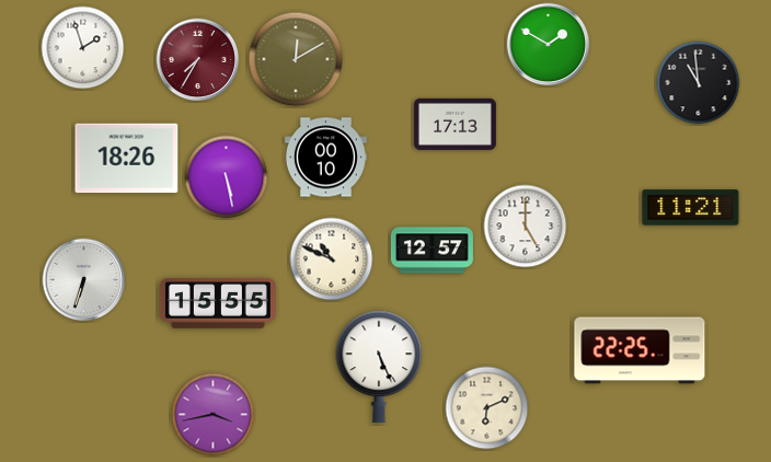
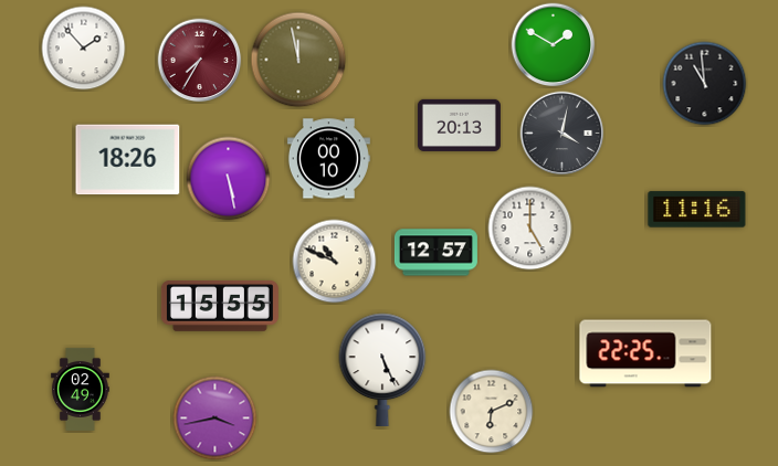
clock at (83, 48): 1:57 -> 1:53
clock at (296, 59): 12:10 -> 11:58
clock at (454, 124): 17:13 -> 20:13
clock at (563, 134): none -> 4:02
clock at (691, 208): 11:21 -> 11:16
clock at (84, 280): 6:33 -> none
clock at (81, 389): none -> 02:49
